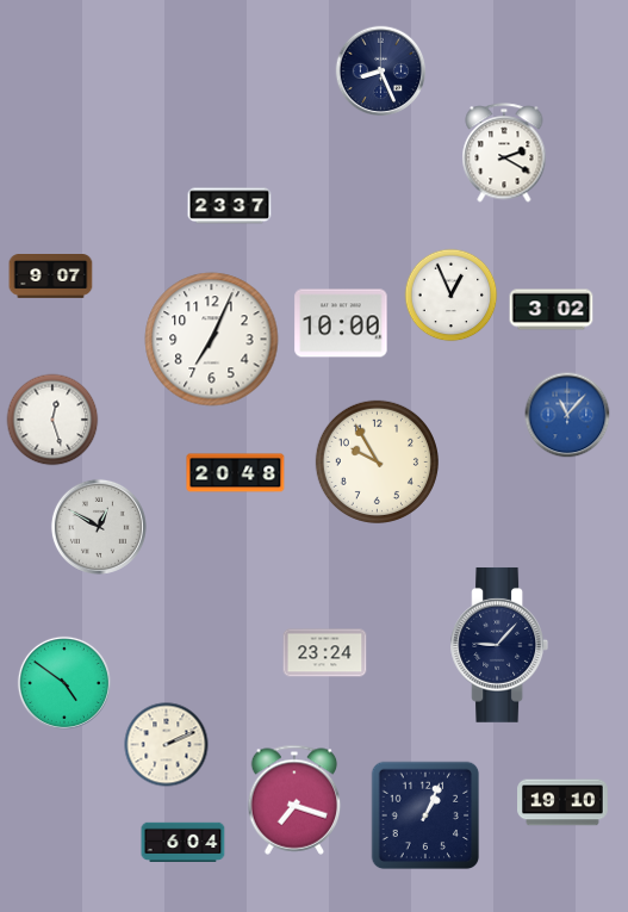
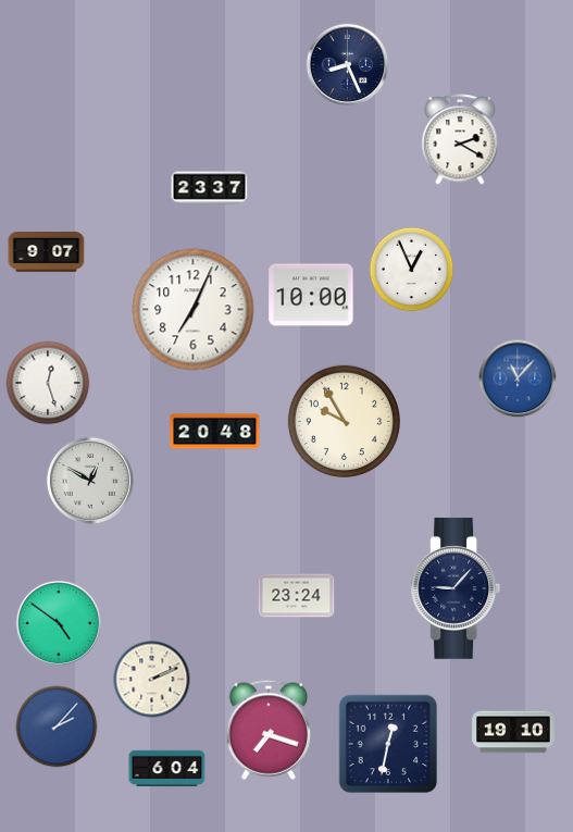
clock at (552, 310): 3:02 -> none
clock at (57, 727): none -> 2:07
clock at (425, 815): 1:04 -> 12:32
